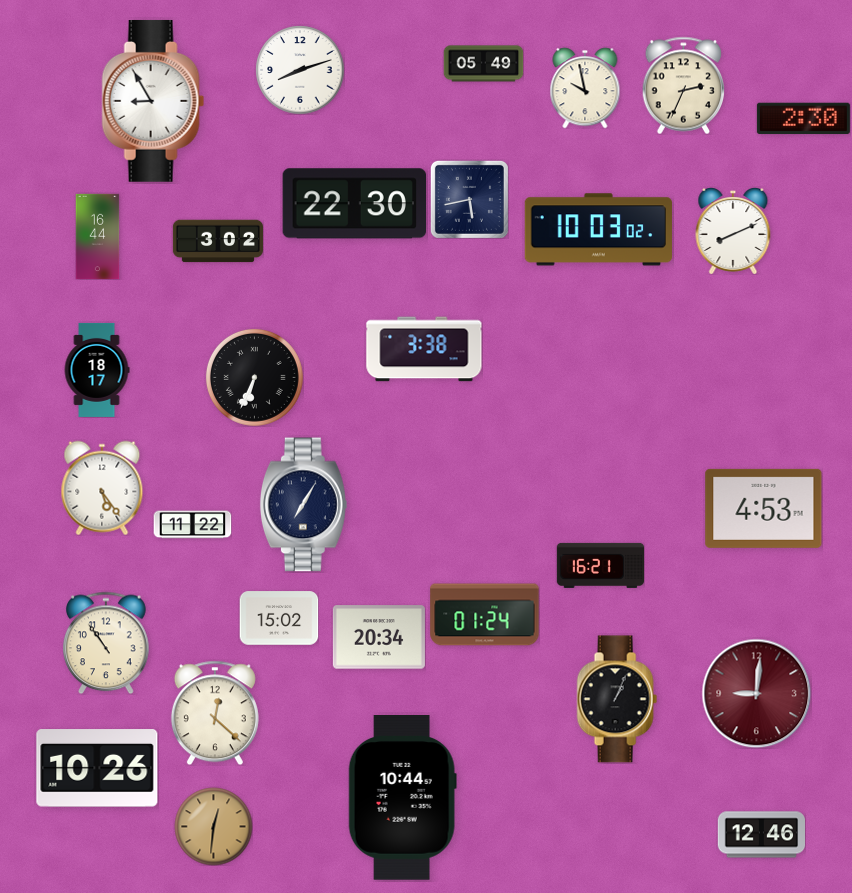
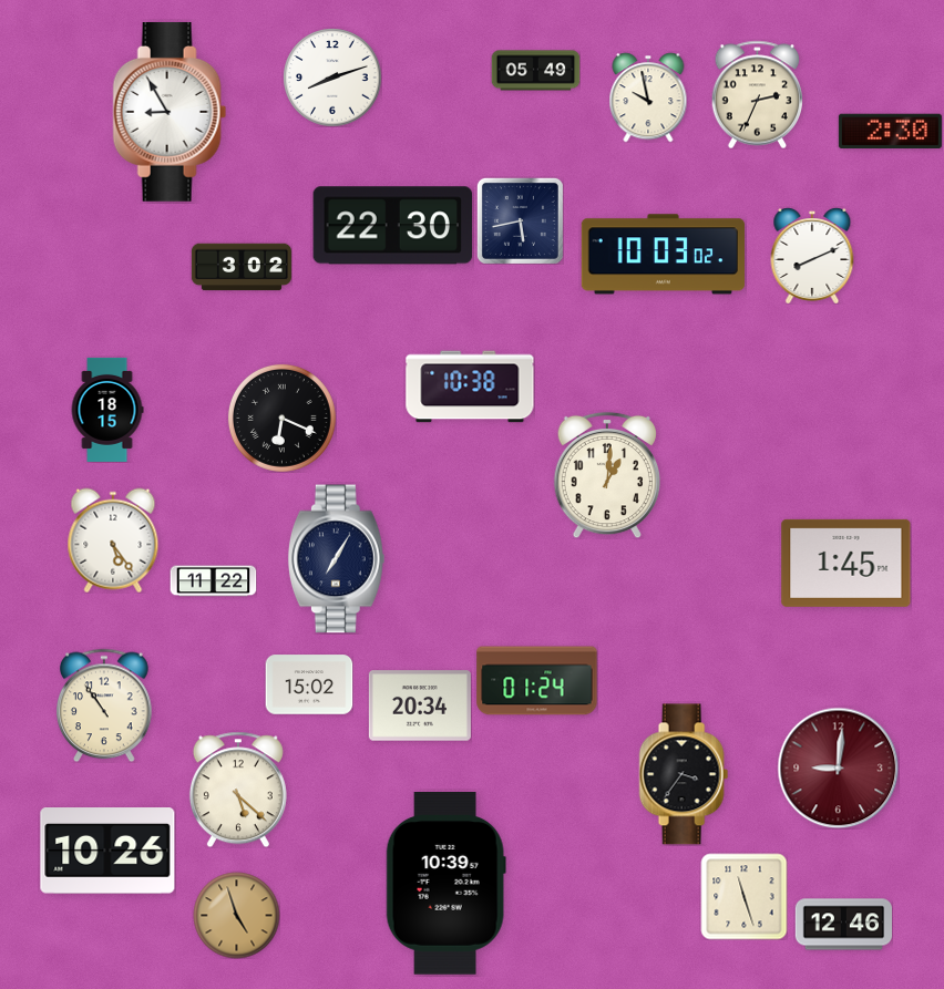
clock at (98, 236): 16:44 -> none
clock at (424, 349): 3:38 -> 10:38
clock at (97, 370): 18:17 -> 18:15
clock at (254, 377): 6:34 -> 6:19
clock at (607, 475): none -> 1:01
clock at (764, 508): 4:53 -> 1:45
clock at (600, 565): 16:21 -> none
clock at (106, 643) position: (106, 643) -> (104, 705)
clock at (617, 699): 1:04 -> 3:36
clock at (215, 713): 12:22 -> 5:22
clock at (402, 798): 10:44 -> 10:39
clock at (743, 896): none -> 11:27
clock at (213, 826): 12:31 -> 4:57
